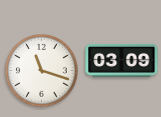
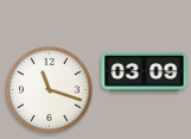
clock at (42, 71) position: (42, 71) -> (50, 90)
